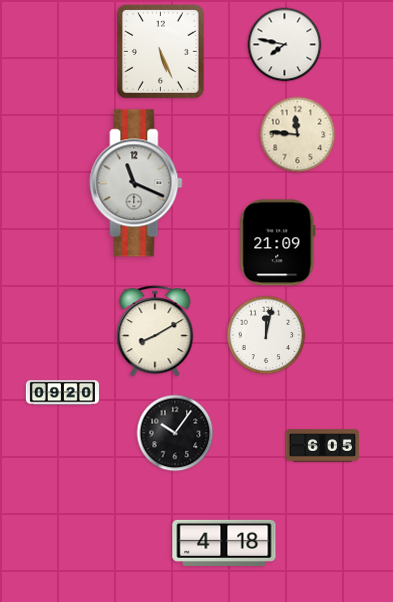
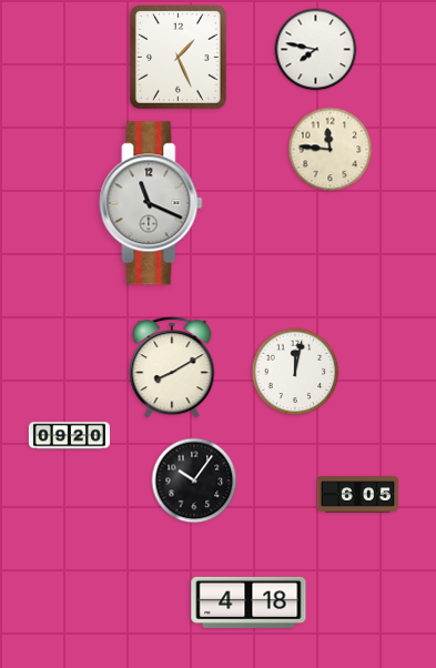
clock at (161, 52): 5:26 -> 1:26
clock at (278, 243): 21:09 -> none
